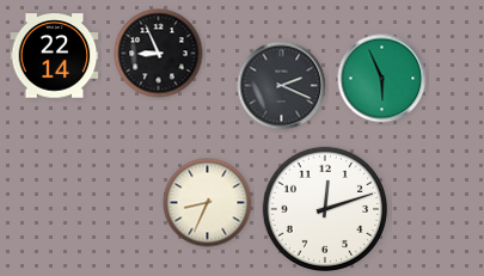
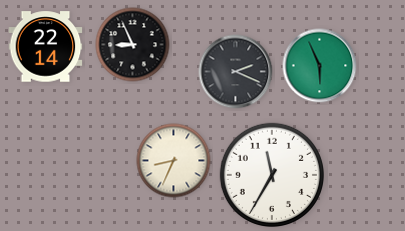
clock at (208, 203) position: (208, 203) -> (174, 161)
clock at (324, 208): 12:12 -> 11:35
